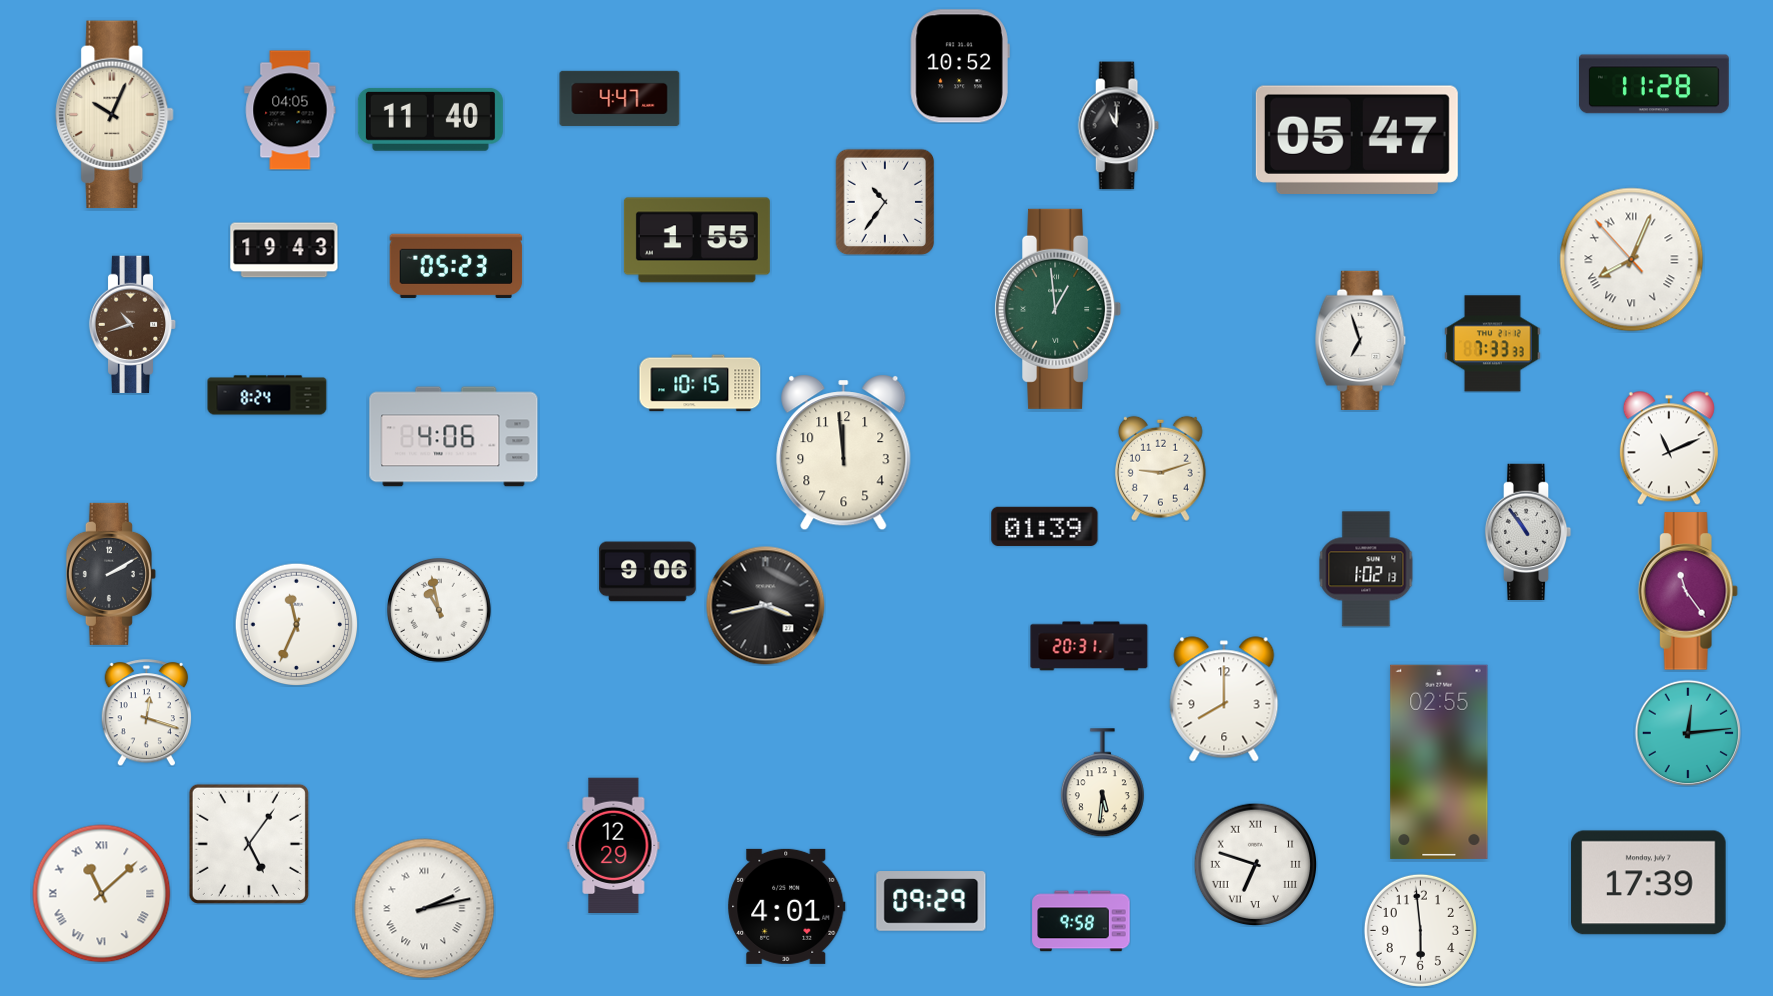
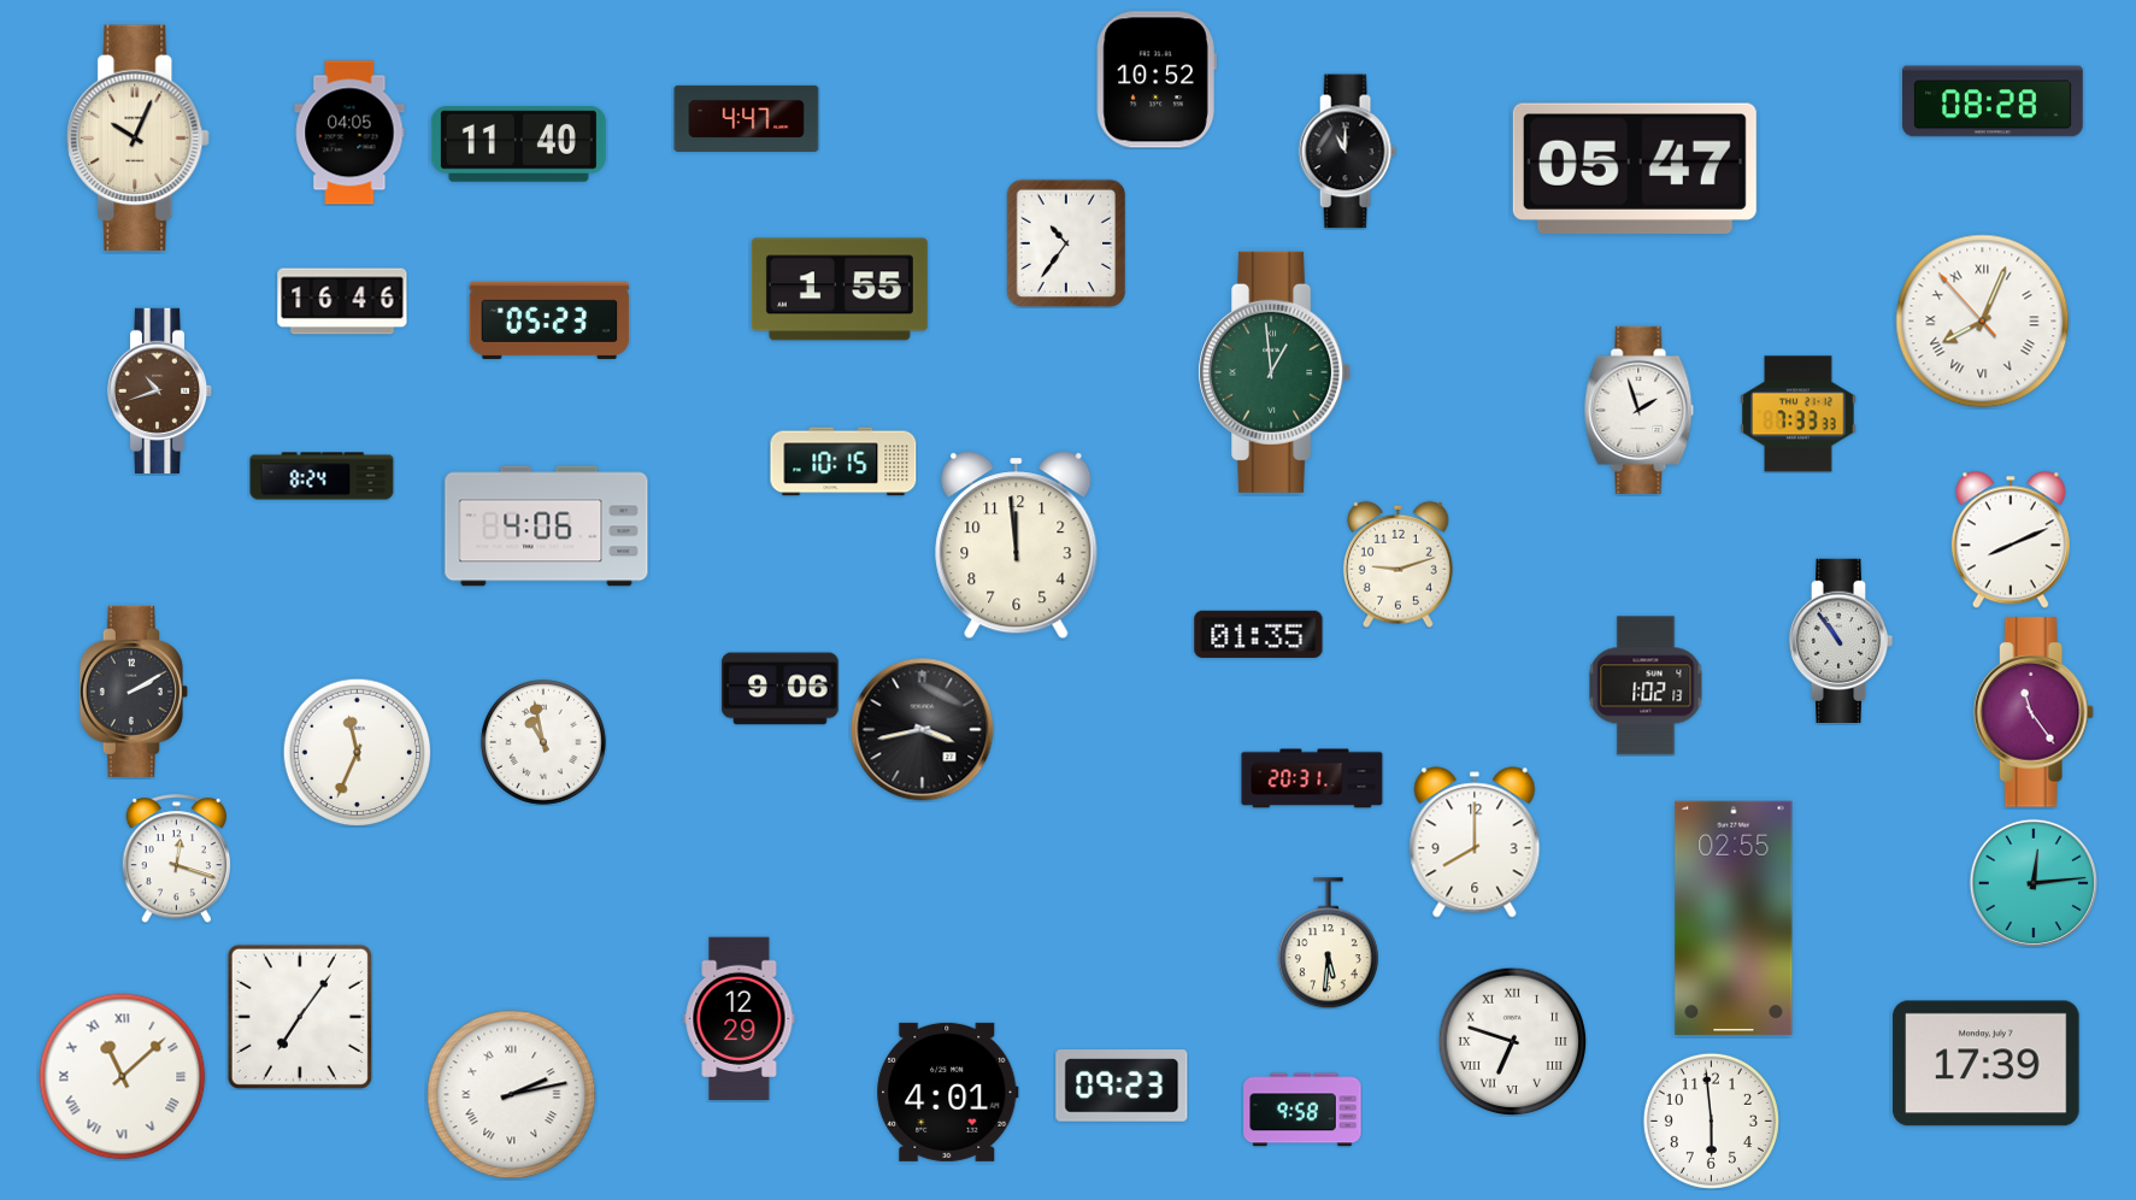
clock at (1654, 84): 11:28 -> 08:28
clock at (284, 250): 19:43 -> 16:46
clock at (1632, 260) position: (1632, 260) -> (1983, 322)
clock at (1361, 340): 6:57 -> 1:57
clock at (1669, 448): 11:11 -> 8:11
clock at (1045, 526): 01:39 -> 01:35
clock at (439, 610) position: (439, 610) -> (543, 742)
clock at (249, 844): 5:06 -> 7:06
clock at (931, 901): 09:29 -> 09:23
